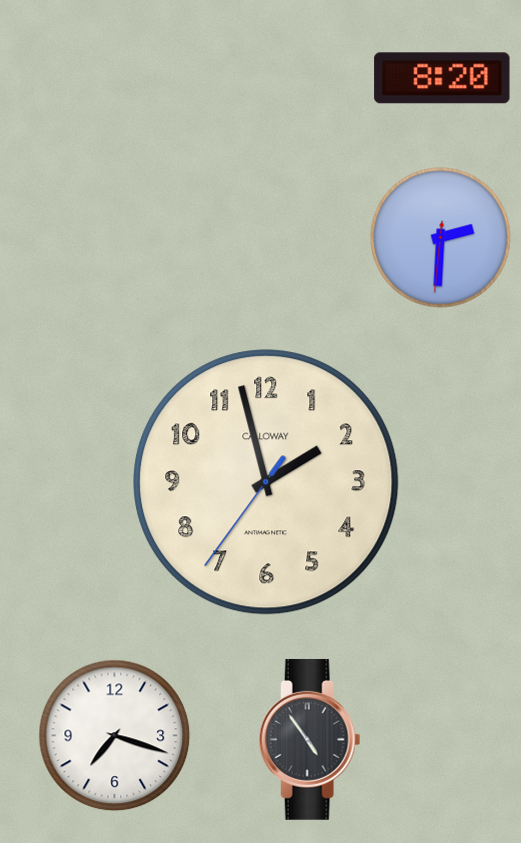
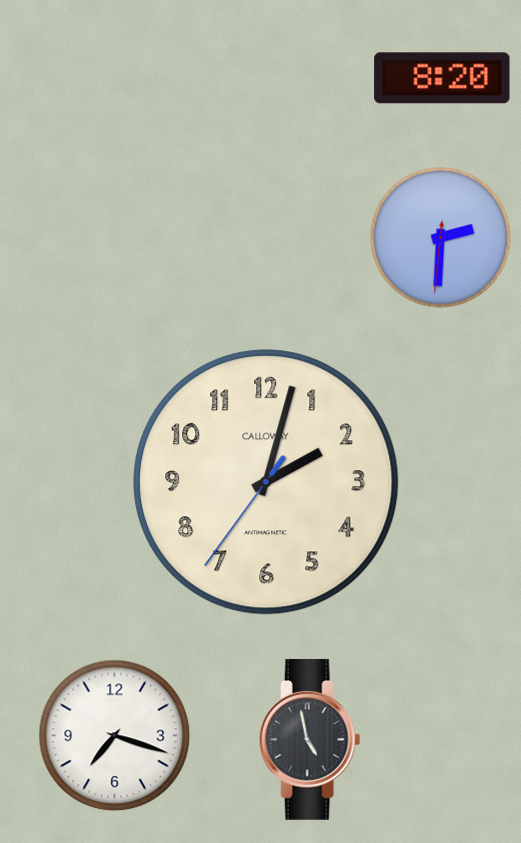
clock at (266, 482): 1:57 -> 2:02
clock at (310, 739): 4:54 -> 4:58
